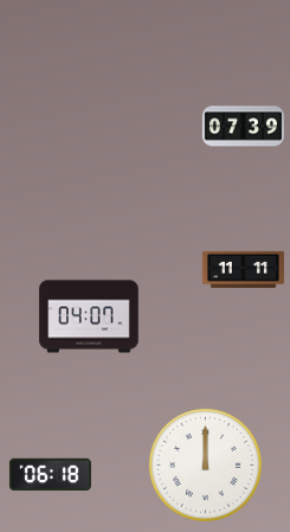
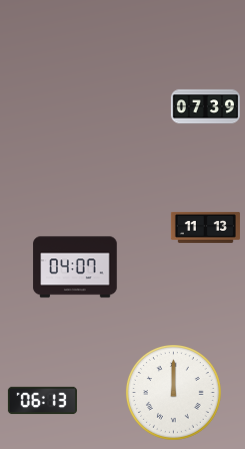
clock at (243, 269): 11:11 -> 11:13
clock at (50, 475): 06:18 -> 06:13
